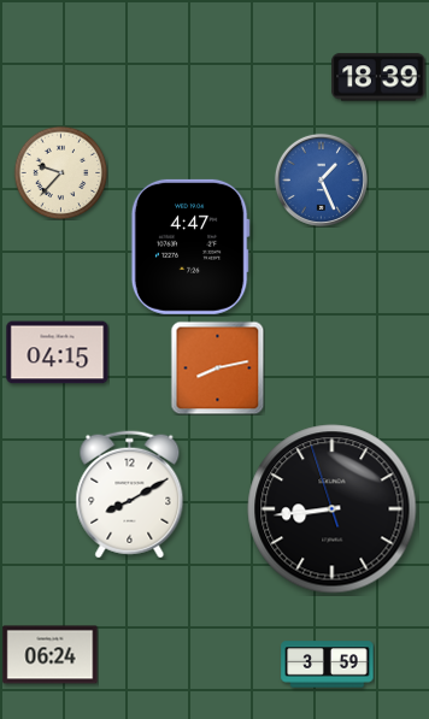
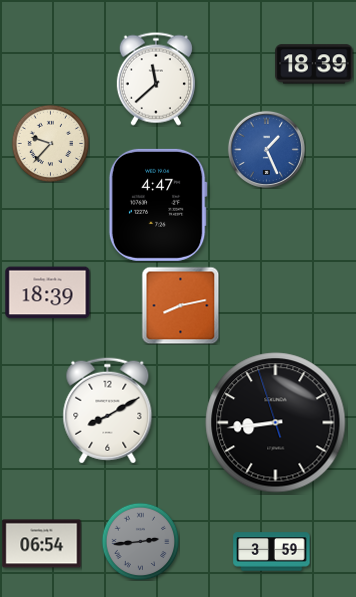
clock at (156, 79): none -> 11:38
clock at (58, 353): 04:15 -> 18:39
clock at (140, 541): none -> 2:44
clock at (51, 655): 06:24 -> 06:54
